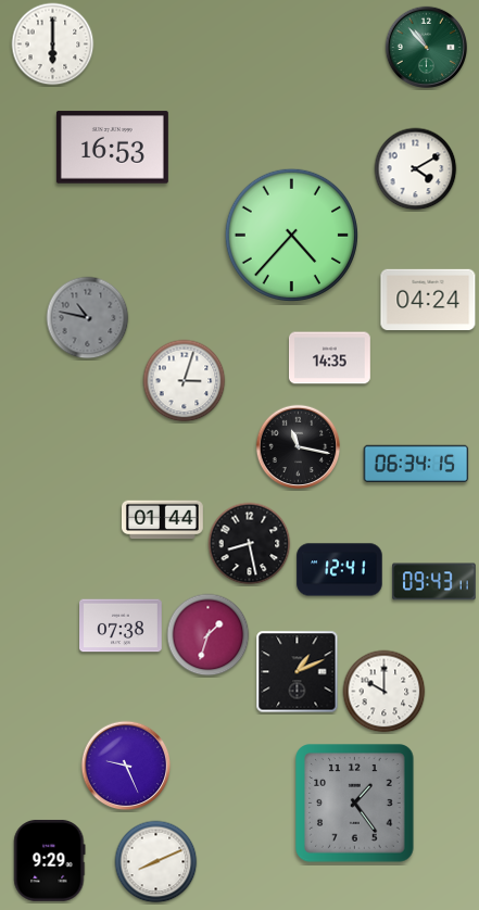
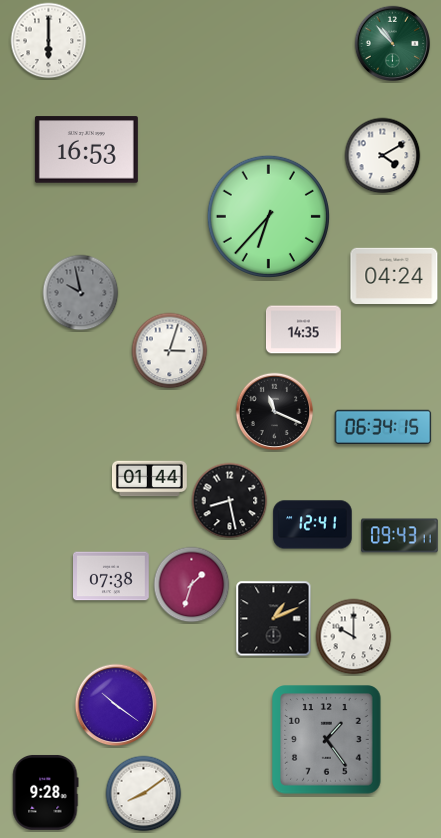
clock at (112, 148) position: (112, 148) -> (86, 150)
clock at (291, 235): 4:37 -> 6:37
clock at (88, 318): 10:47 -> 9:58
clock at (299, 447): 11:17 -> 11:19
clock at (126, 766): 9:26 -> 10:21
clock at (50, 860): 9:29 -> 9:28
clock at (156, 862): 8:11 -> 8:09
